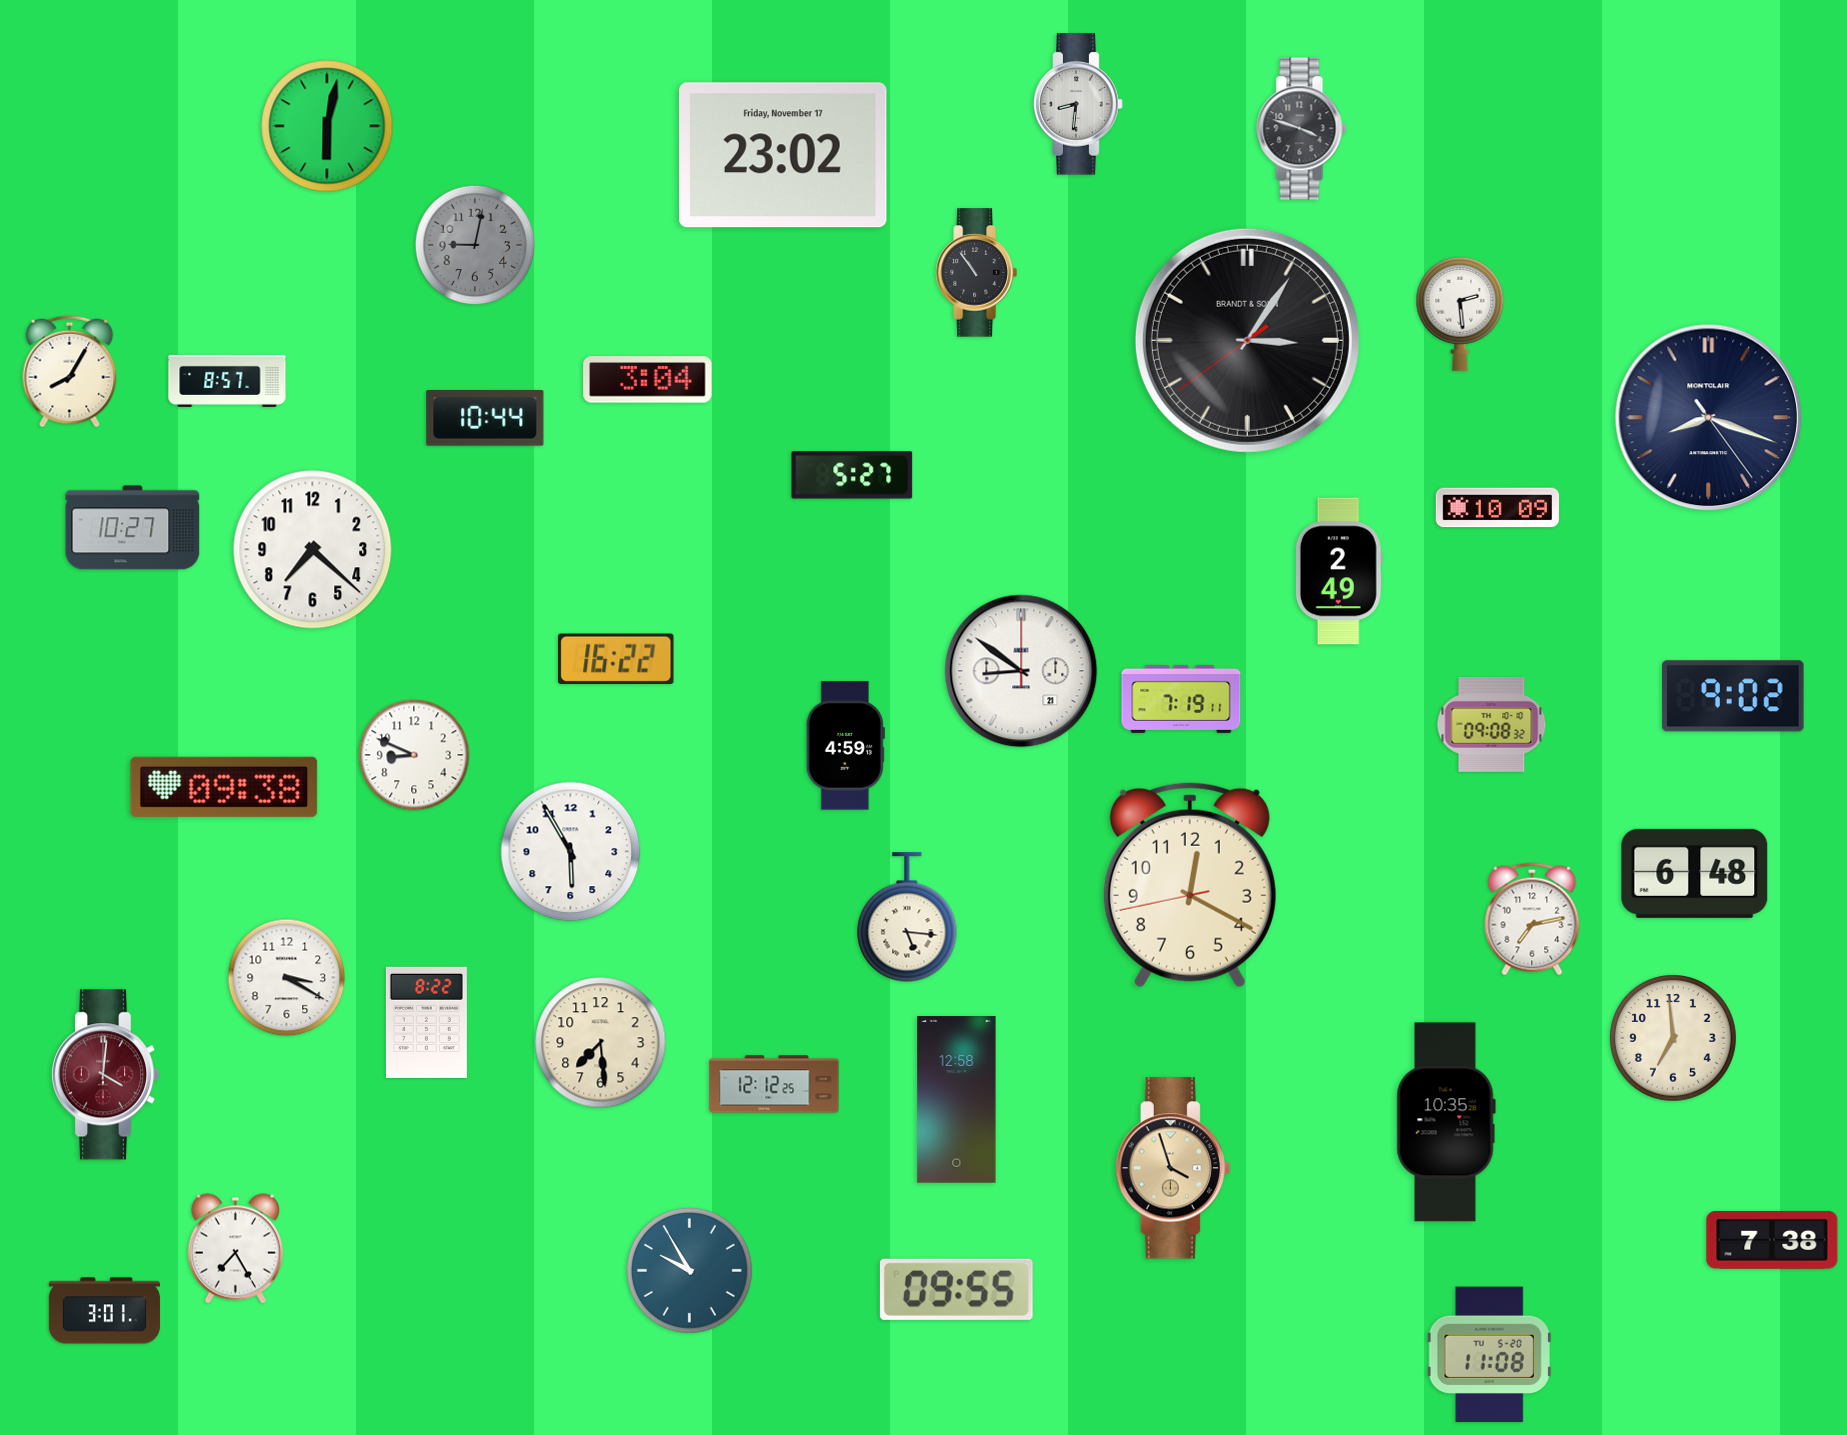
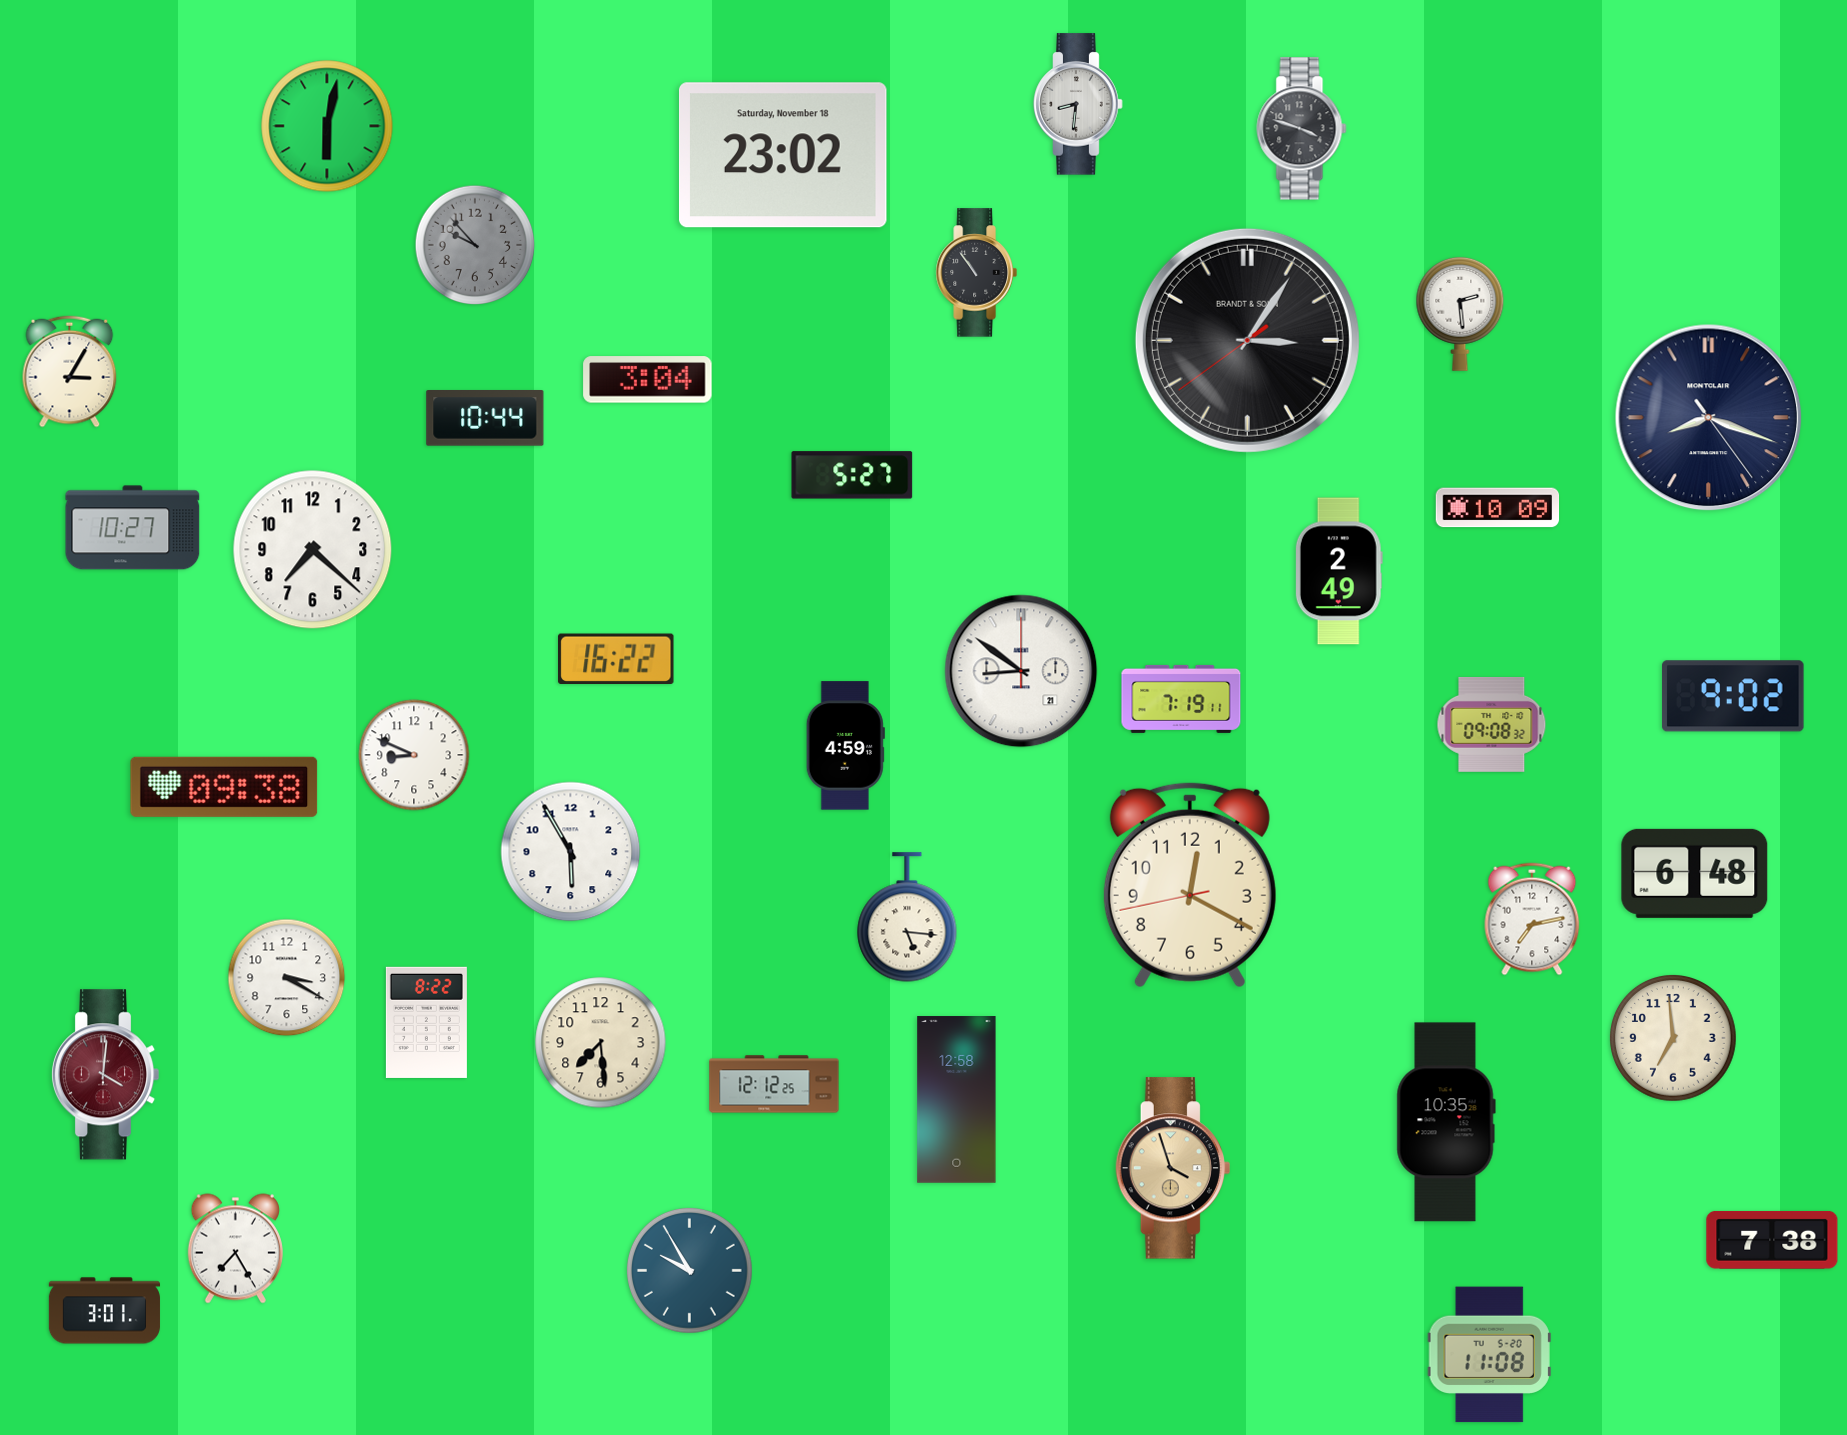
clock at (784, 155) date: Friday, November 17 -> Saturday, November 18
clock at (475, 245): 9:02 -> 9:53
clock at (70, 372): 8:05 -> 3:05
clock at (227, 381): 8:57 -> none
clock at (956, 1289): 09:55 -> none
